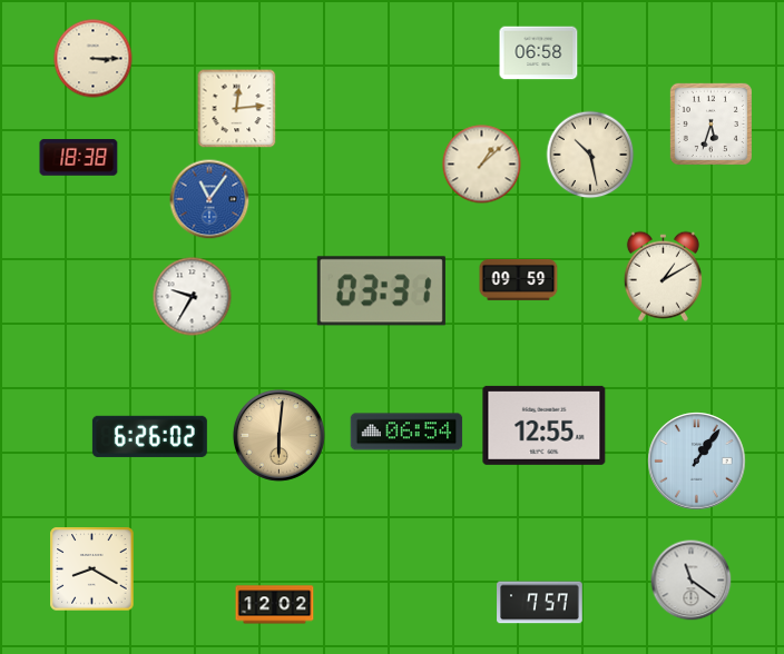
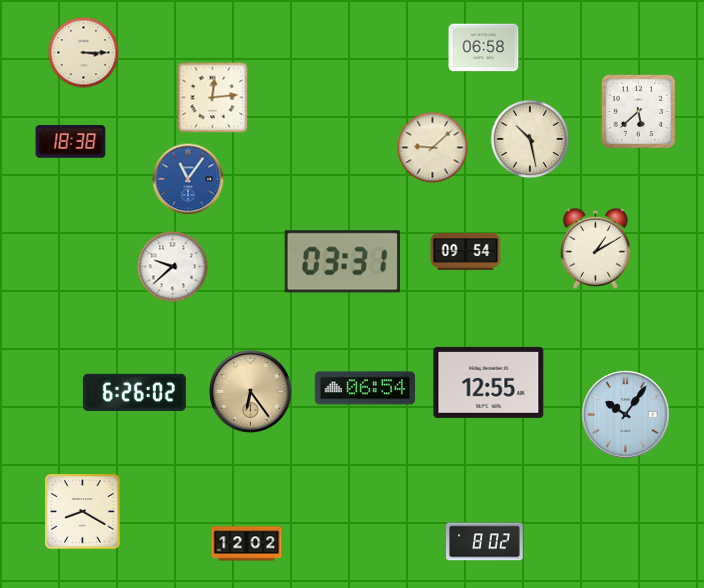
clock at (710, 123): 5:33 -> 5:38
clock at (482, 165): 1:08 -> 9:08
clock at (519, 279): 09:59 -> 09:54
clock at (193, 297): 9:35 -> 9:38
clock at (278, 435): 6:01 -> 6:24
clock at (697, 462): 1:06 -> 10:06
clock at (692, 581): 11:21 -> none
clock at (540, 603): 7:57 -> 8:02
